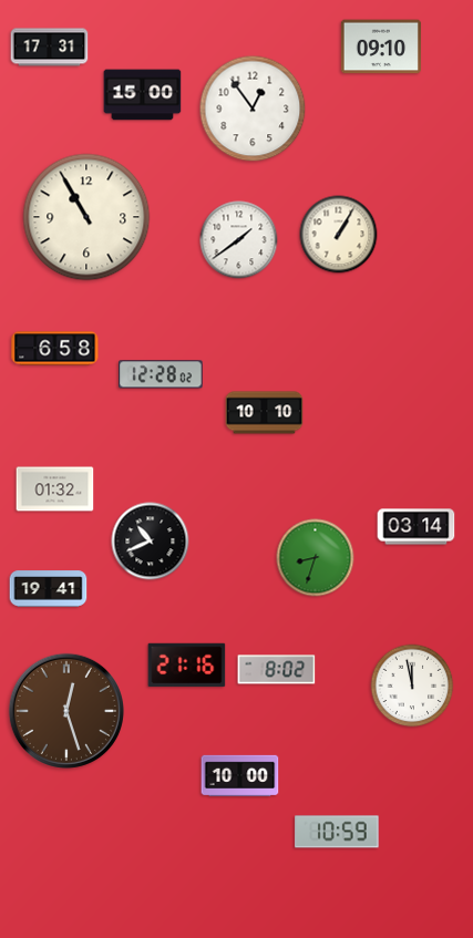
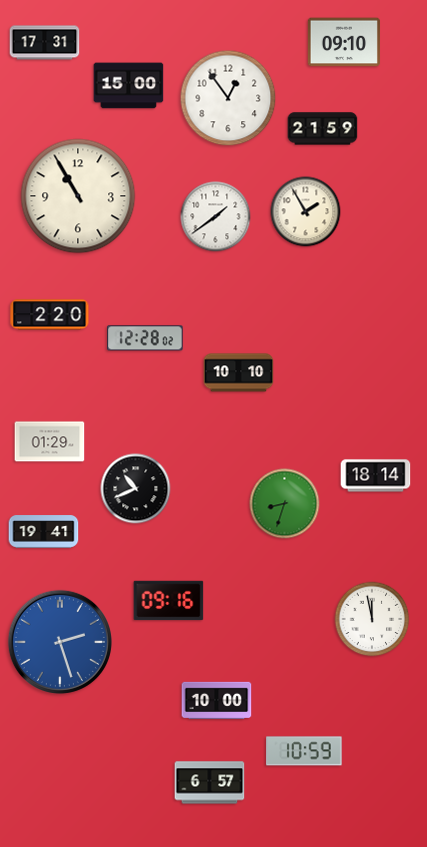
clock at (323, 129): none -> 21:59
clock at (339, 235): 1:05 -> 1:55
clock at (55, 349): 6:58 -> 2:20
clock at (55, 489): 01:32 -> 01:29
clock at (417, 527): 03:14 -> 18:14
clock at (187, 666): 21:16 -> 09:16
clock at (277, 670): 8:02 -> none
clock at (66, 711): 12:27 -> 2:27
clock at (66, 711) dial: brown -> blue
clock at (210, 783): none -> 6:57
